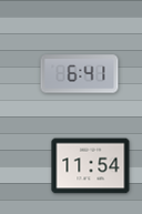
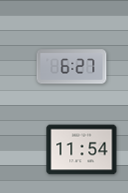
clock at (80, 74): 6:41 -> 6:27
